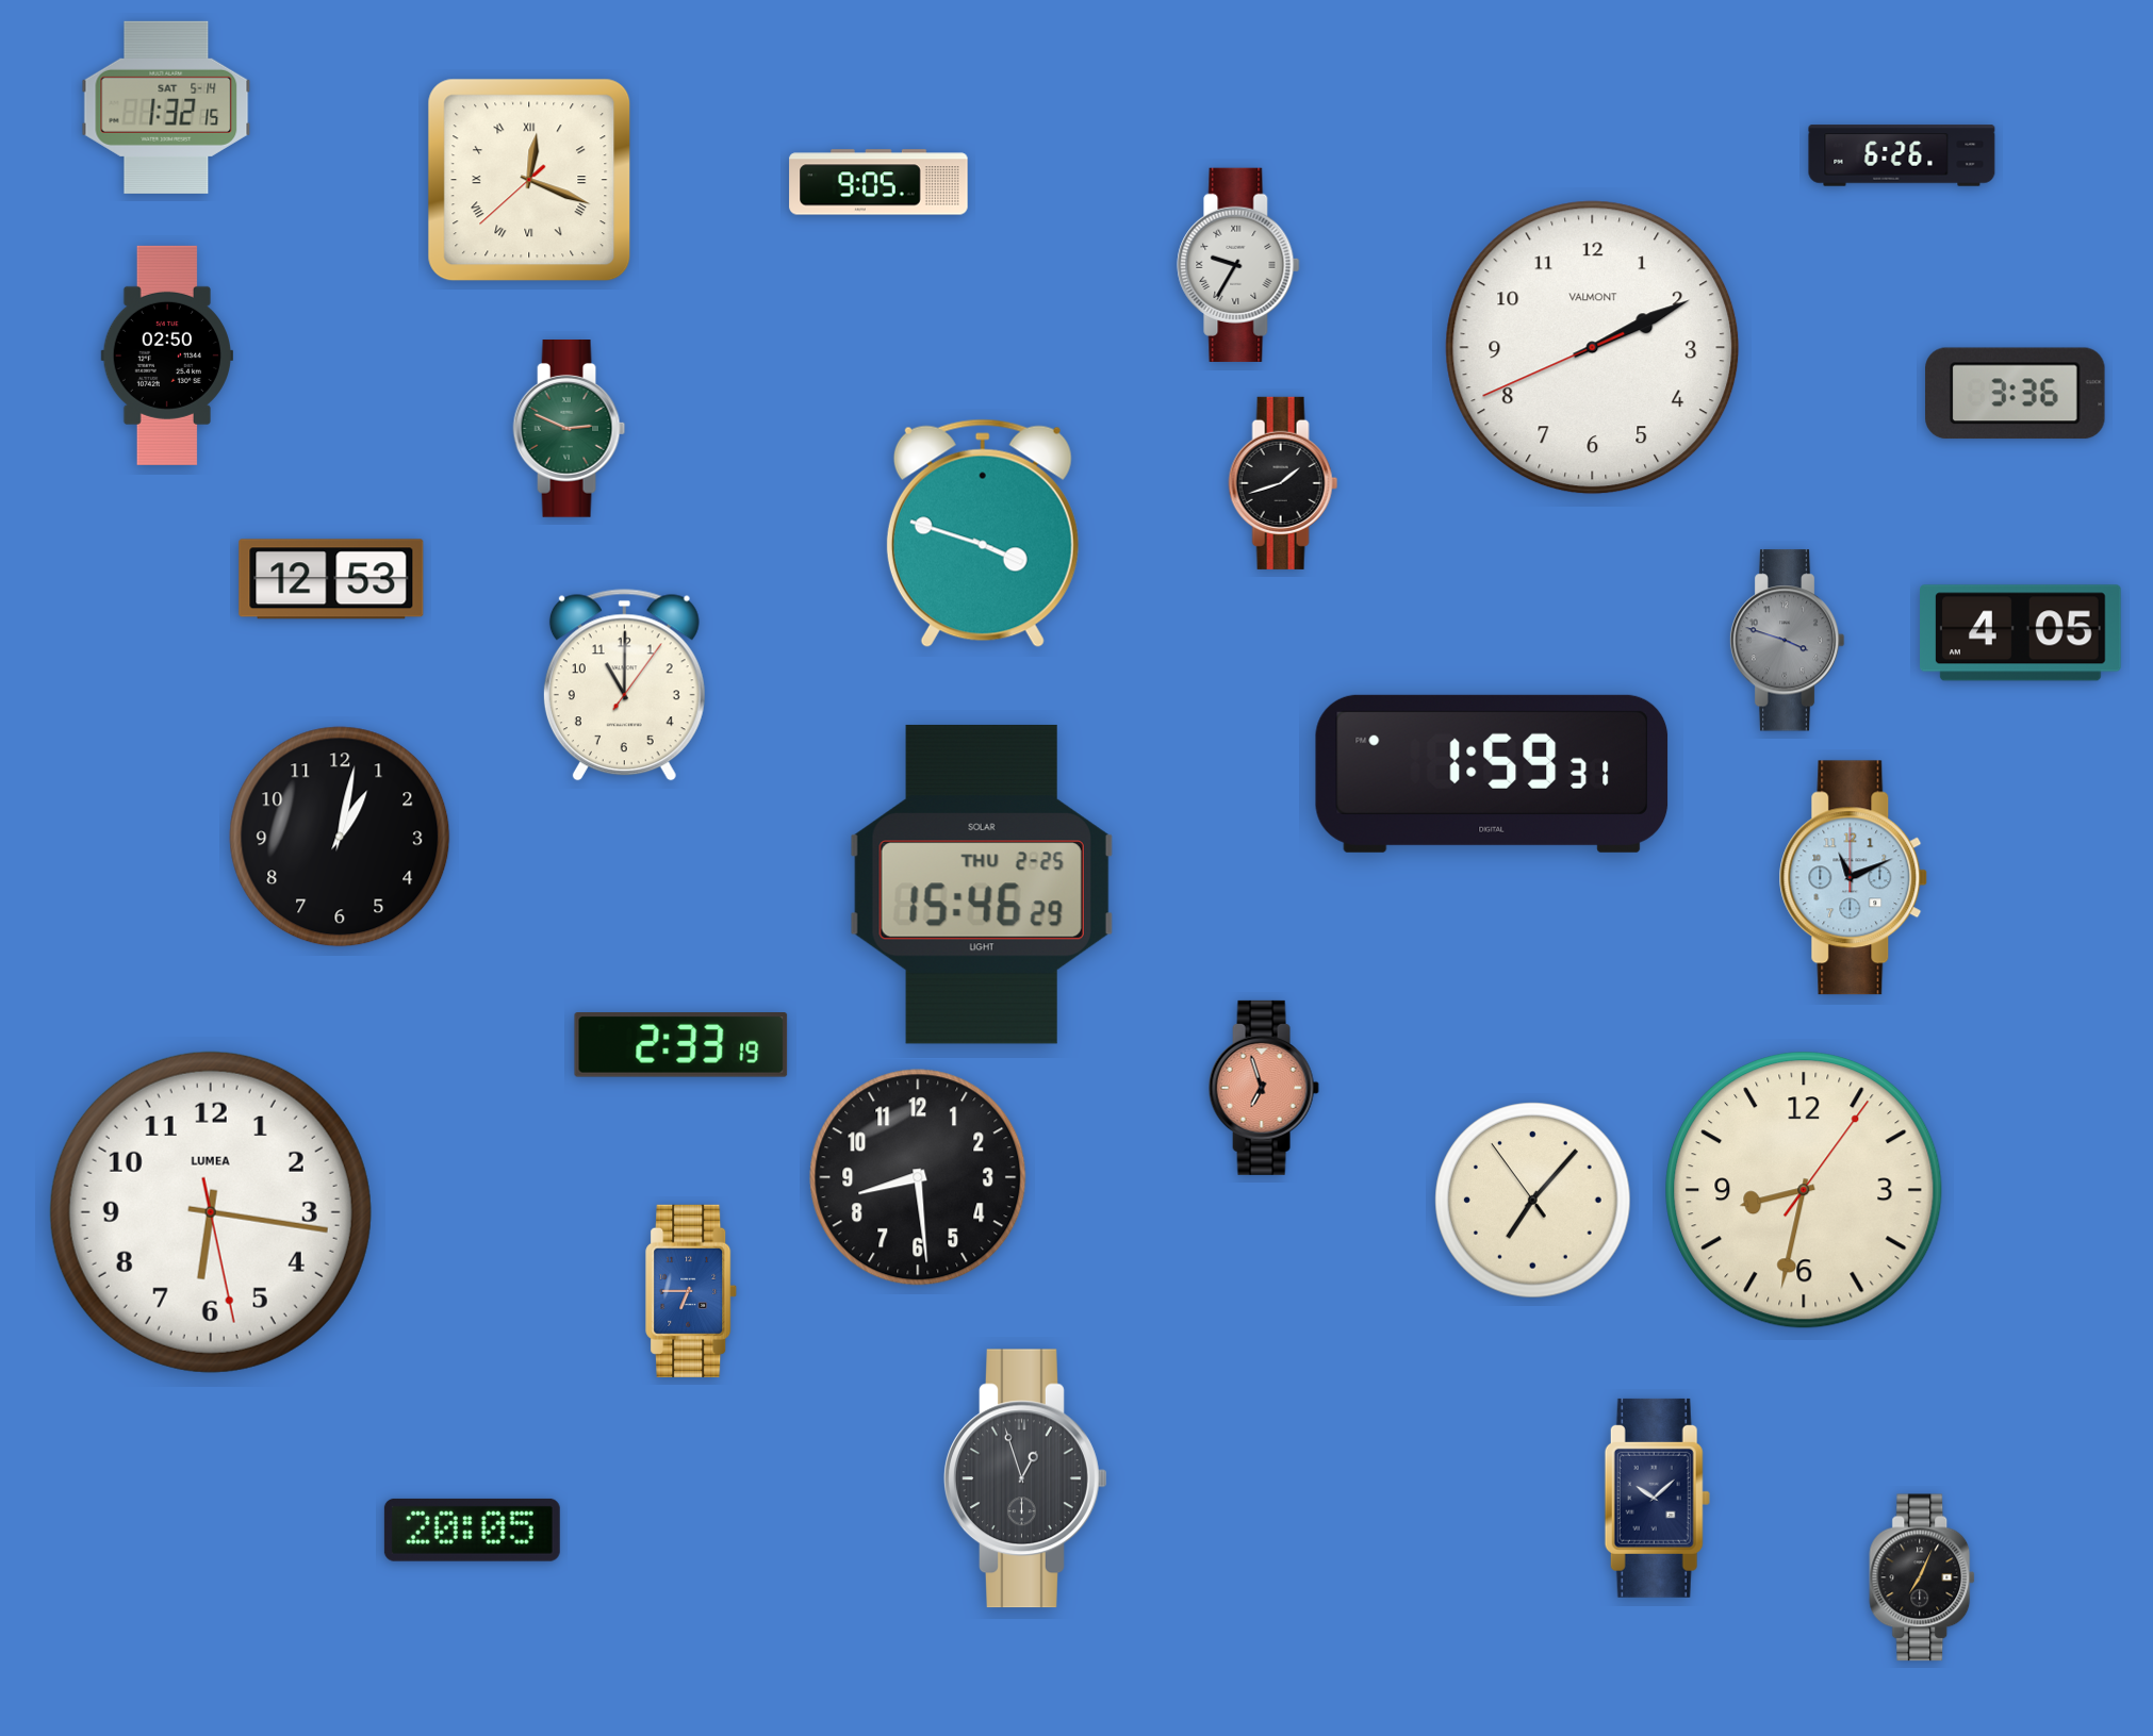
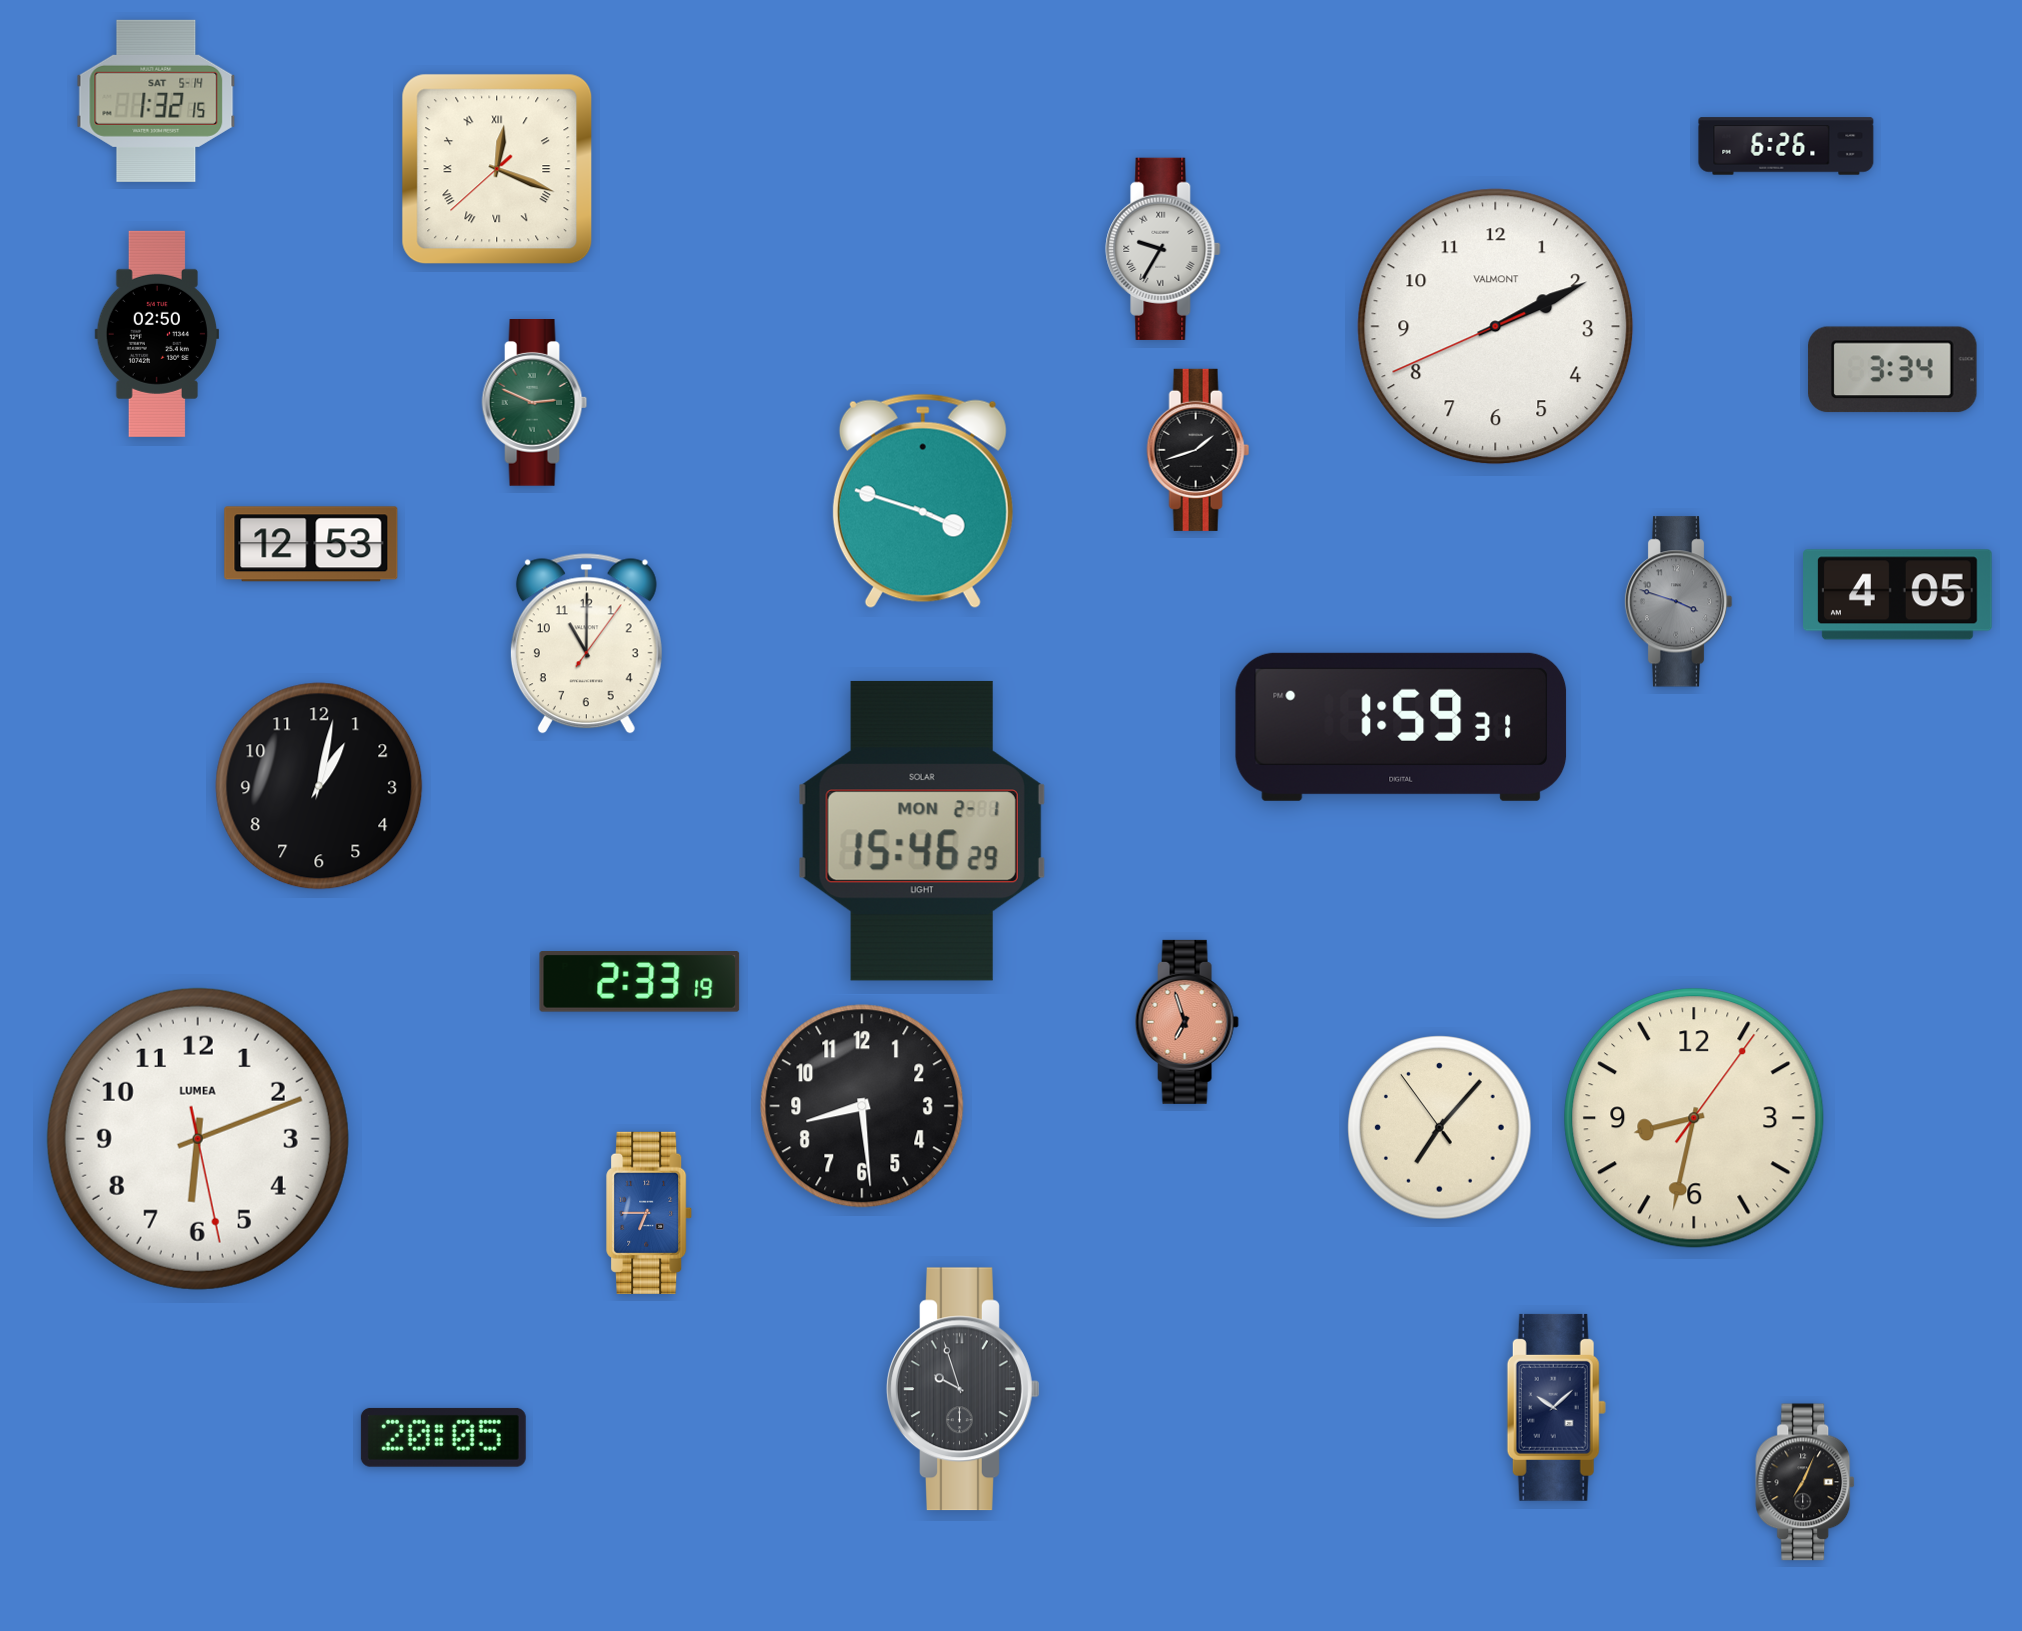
clock at (878, 182): 9:05 -> none
clock at (2016, 394): 3:36 -> 3:34
clock at (1283, 483) position: (1283, 483) -> (1198, 450)
clock at (1854, 878): 11:11 -> none
clock at (982, 884) date: THU 2-25 -> MON 2-1
clock at (211, 1212): 6:16 -> 6:11
clock at (1025, 1478): 12:57 -> 9:57
